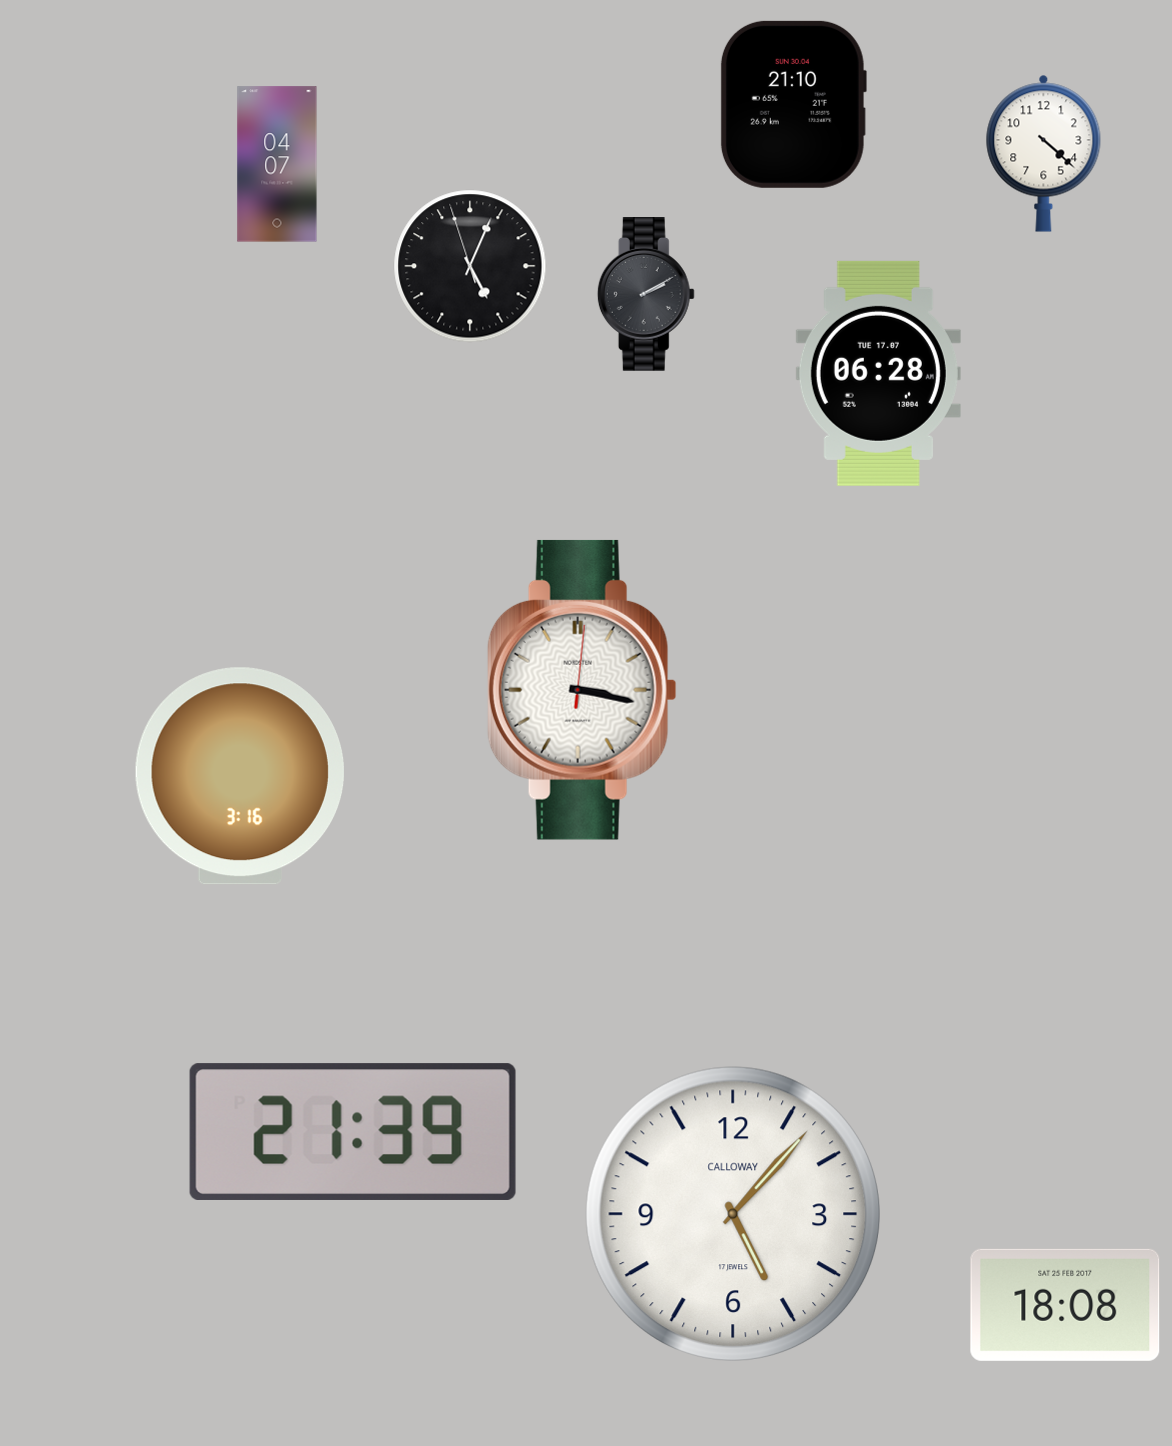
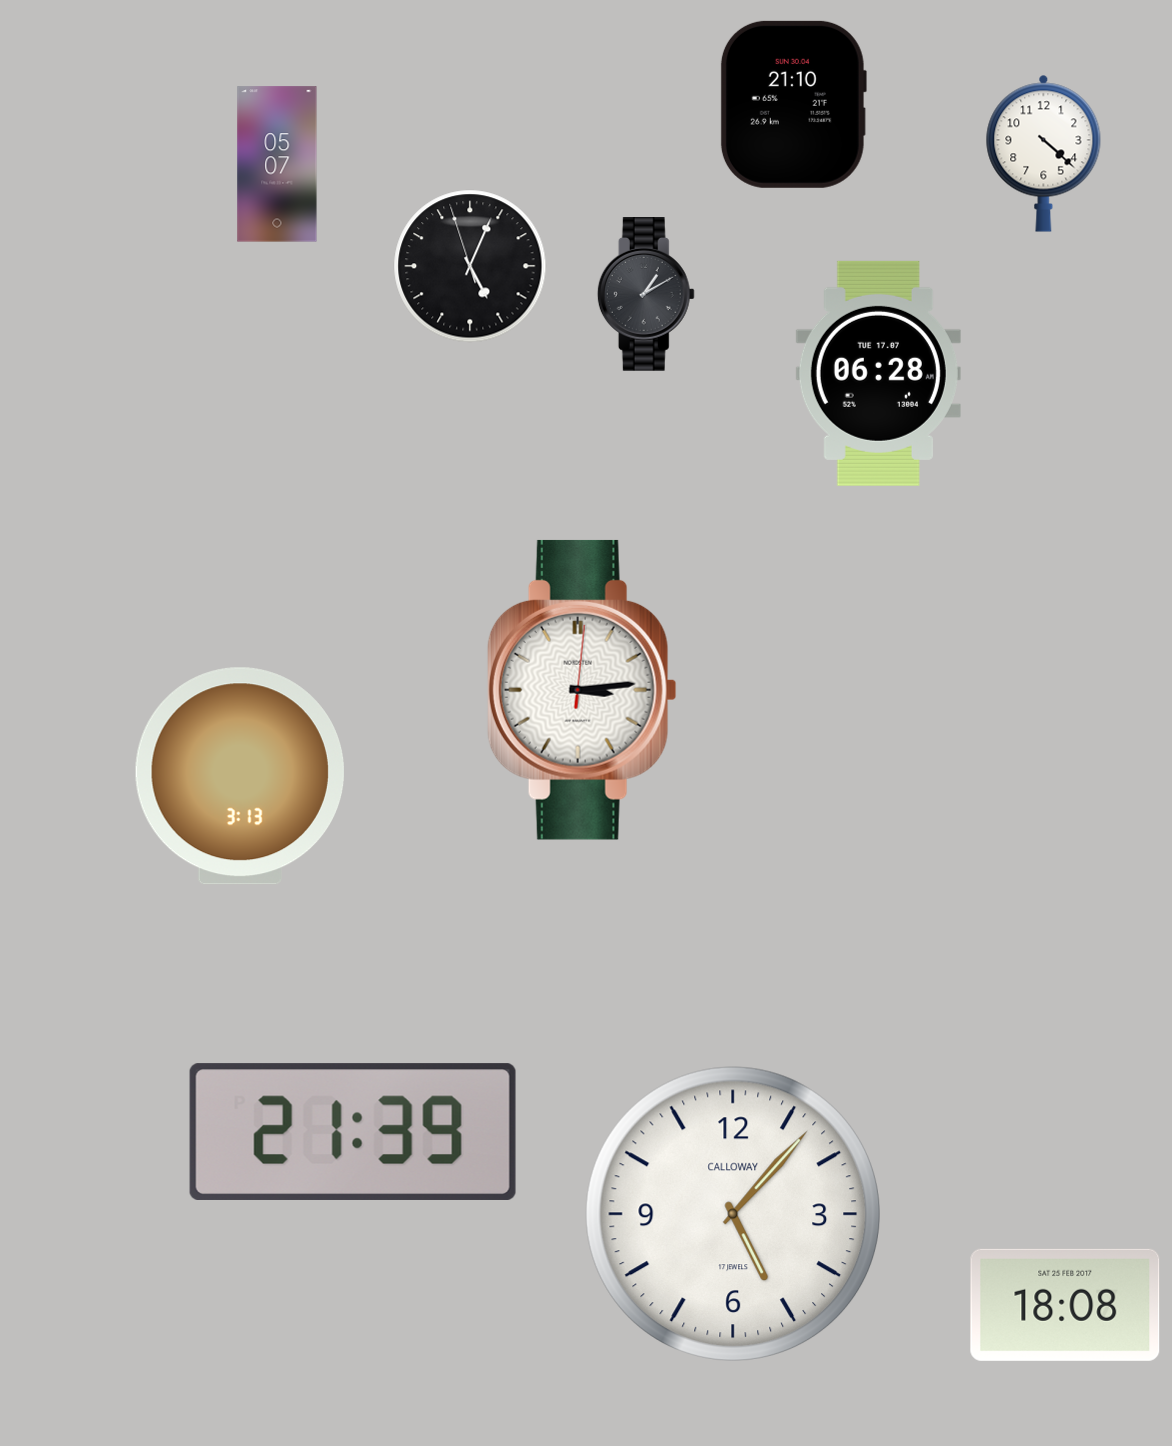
clock at (277, 164): 04:07 -> 05:07
clock at (646, 295): 2:10 -> 1:10
clock at (582, 690): 3:17 -> 3:14
clock at (240, 776): 3:16 -> 3:13
